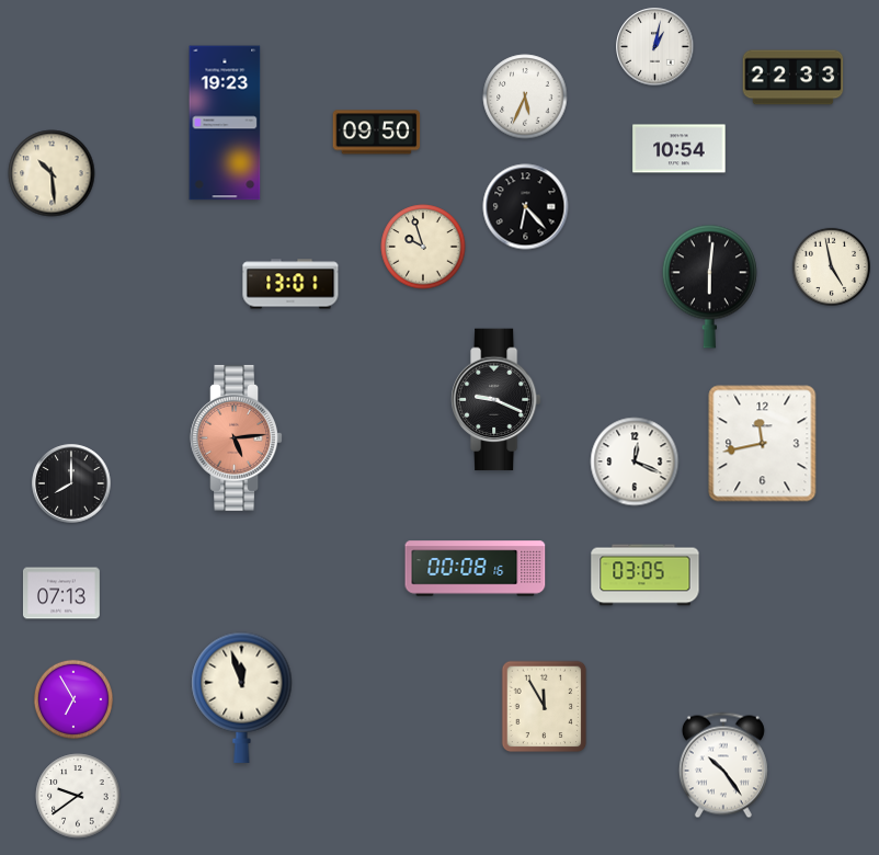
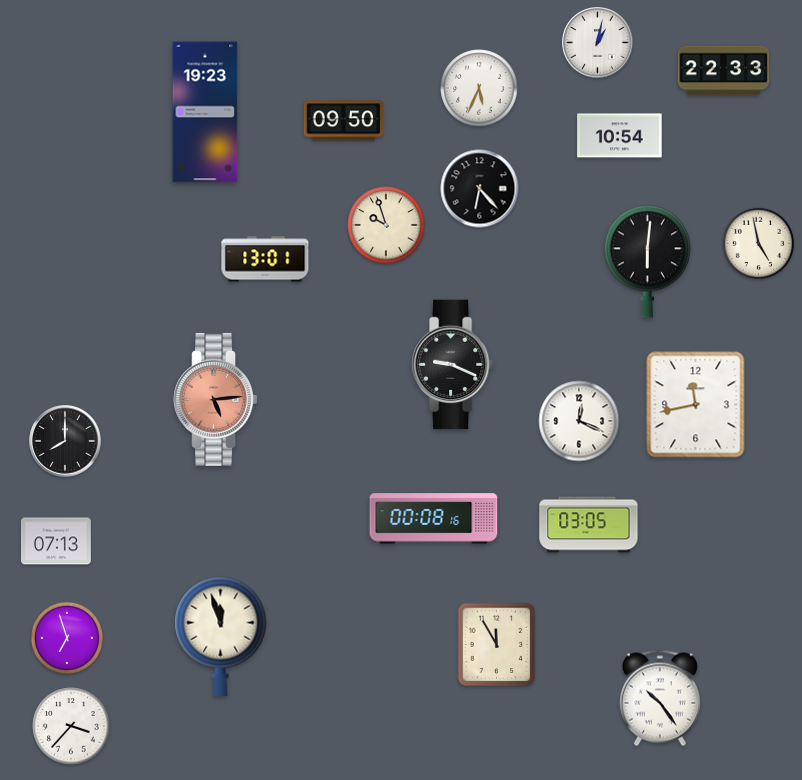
clock at (52, 173): 10:29 -> none
clock at (73, 699): 6:55 -> 6:57
clock at (78, 796): 9:39 -> 3:37
